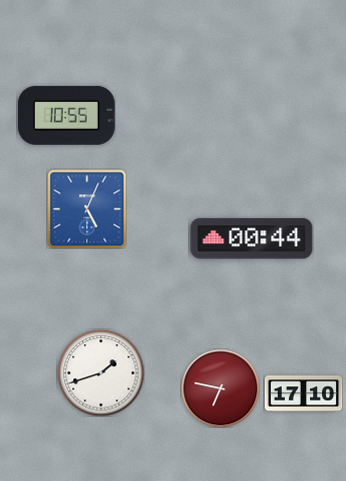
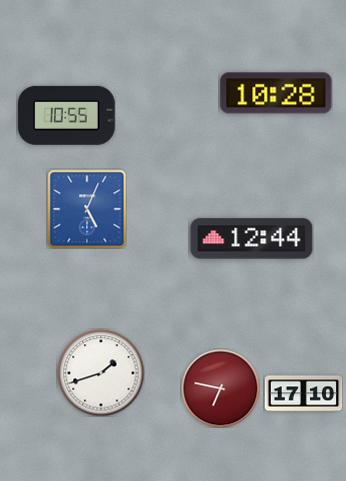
clock at (276, 93): none -> 10:28
clock at (252, 239): 00:44 -> 12:44
